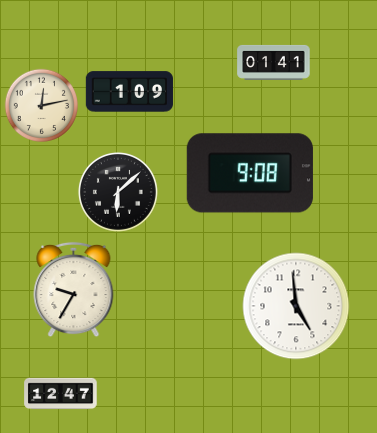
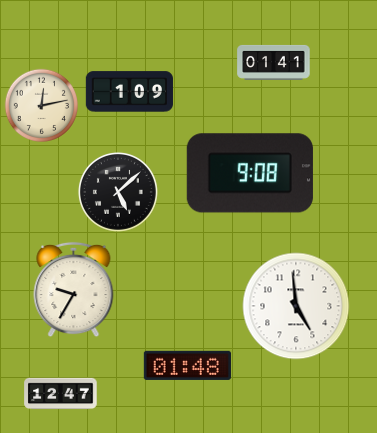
clock at (118, 192): 6:08 -> 5:08
clock at (187, 365): none -> 01:48
